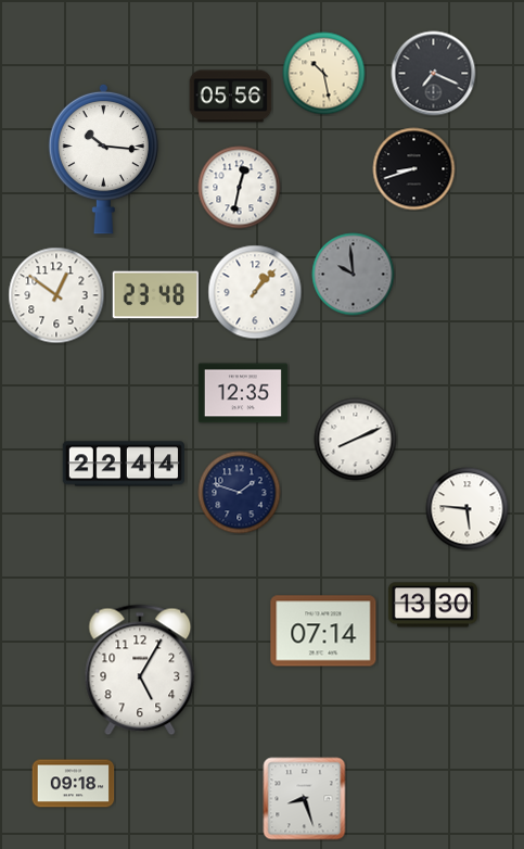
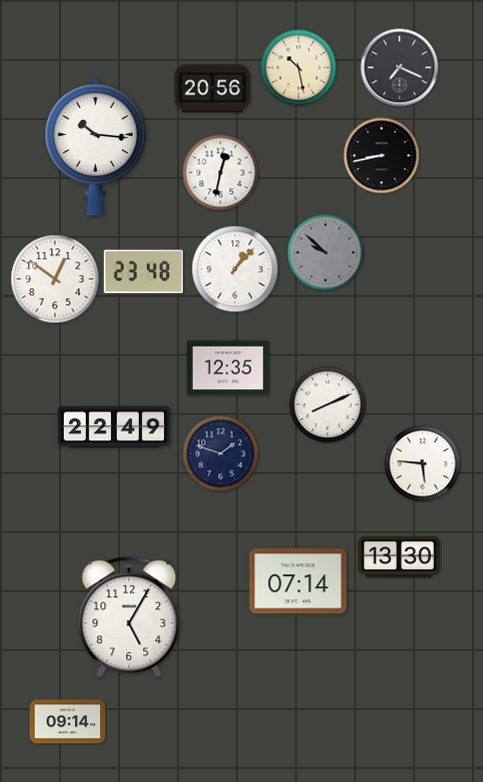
clock at (231, 97): 05:56 -> 20:56
clock at (414, 169): 8:42 -> 8:43
clock at (354, 275): 9:59 -> 9:52
clock at (56, 295) position: (56, 295) -> (55, 279)
clock at (243, 393) position: (243, 393) -> (228, 368)
clock at (123, 464): 22:44 -> 22:49
clock at (468, 509) position: (468, 509) -> (423, 464)
clock at (74, 784): 09:18 -> 09:14
clock at (305, 799): 8:27 -> none
